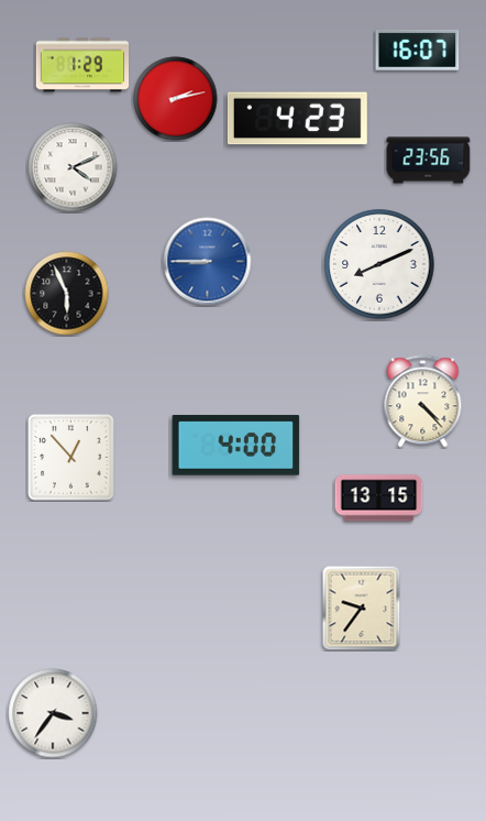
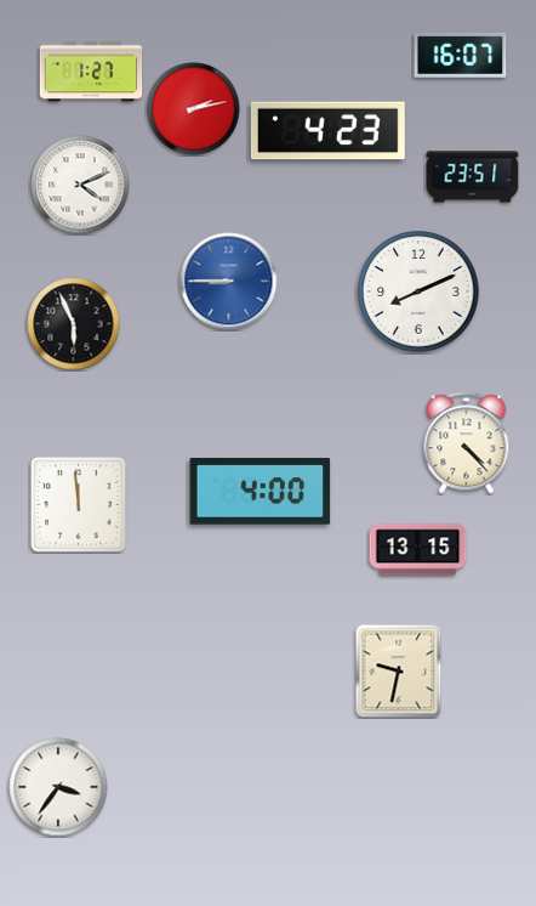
clock at (82, 65): 1:29 -> 1:27
clock at (429, 161): 23:56 -> 23:51
clock at (208, 262) position: (208, 262) -> (229, 282)
clock at (71, 458): 12:53 -> 11:59
clock at (362, 607): 9:36 -> 9:32
